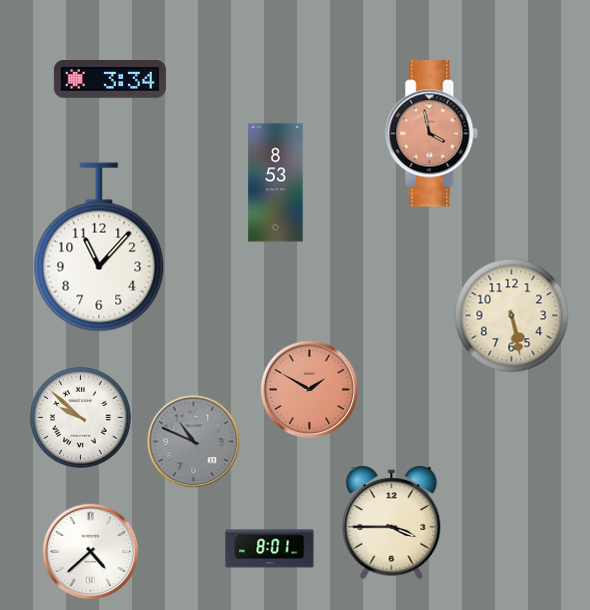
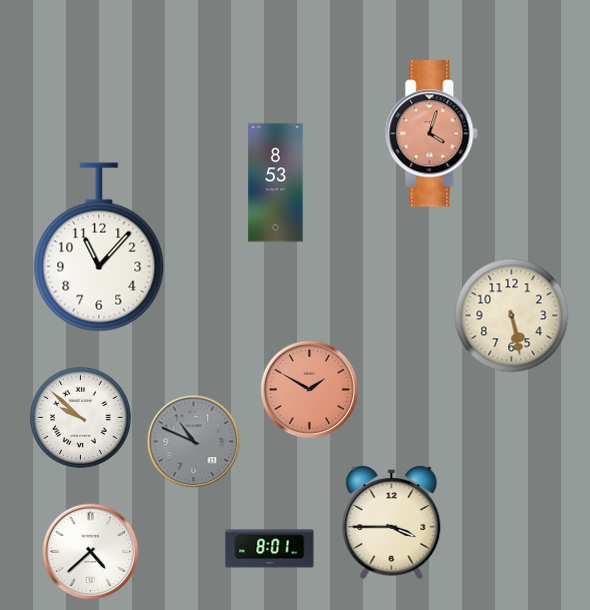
clock at (110, 80): 3:34 -> none
clock at (432, 134): 3:58 -> 4:03
